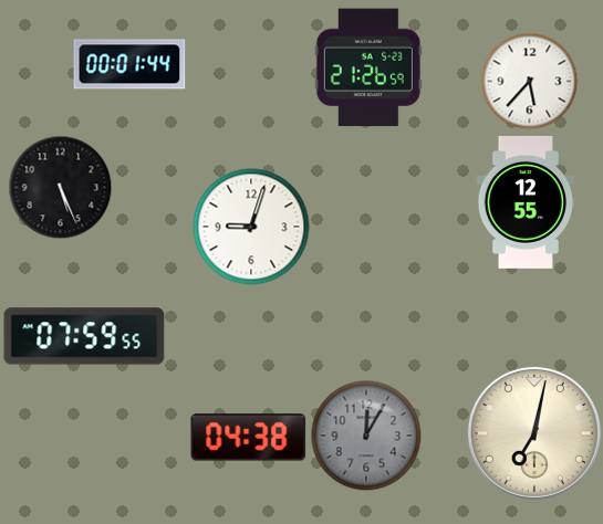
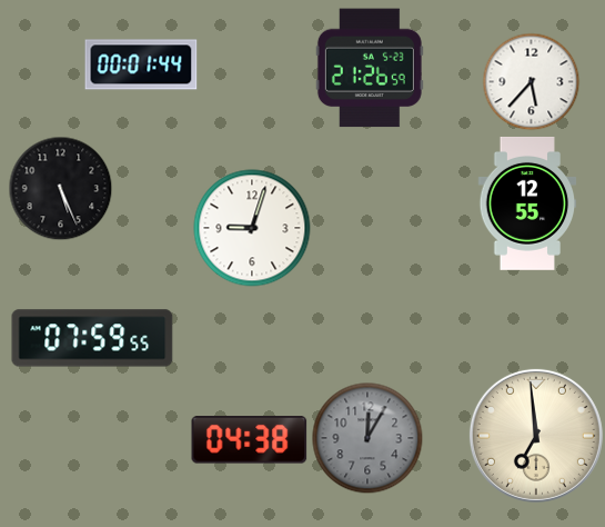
clock at (129, 64) position: (129, 64) -> (141, 64)
clock at (84, 336) position: (84, 336) -> (92, 338)
clock at (534, 433): 7:02 -> 6:59
